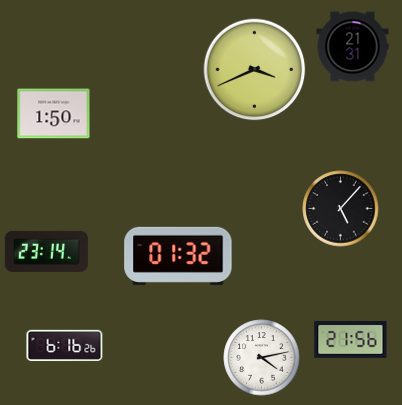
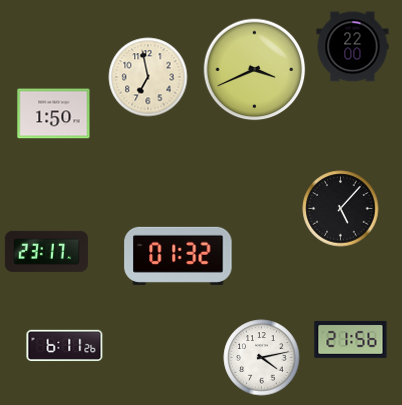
clock at (353, 47): 21:31 -> 22:00
clock at (148, 77): none -> 6:58
clock at (46, 251): 23:14 -> 23:17
clock at (65, 346): 6:16 -> 6:11
